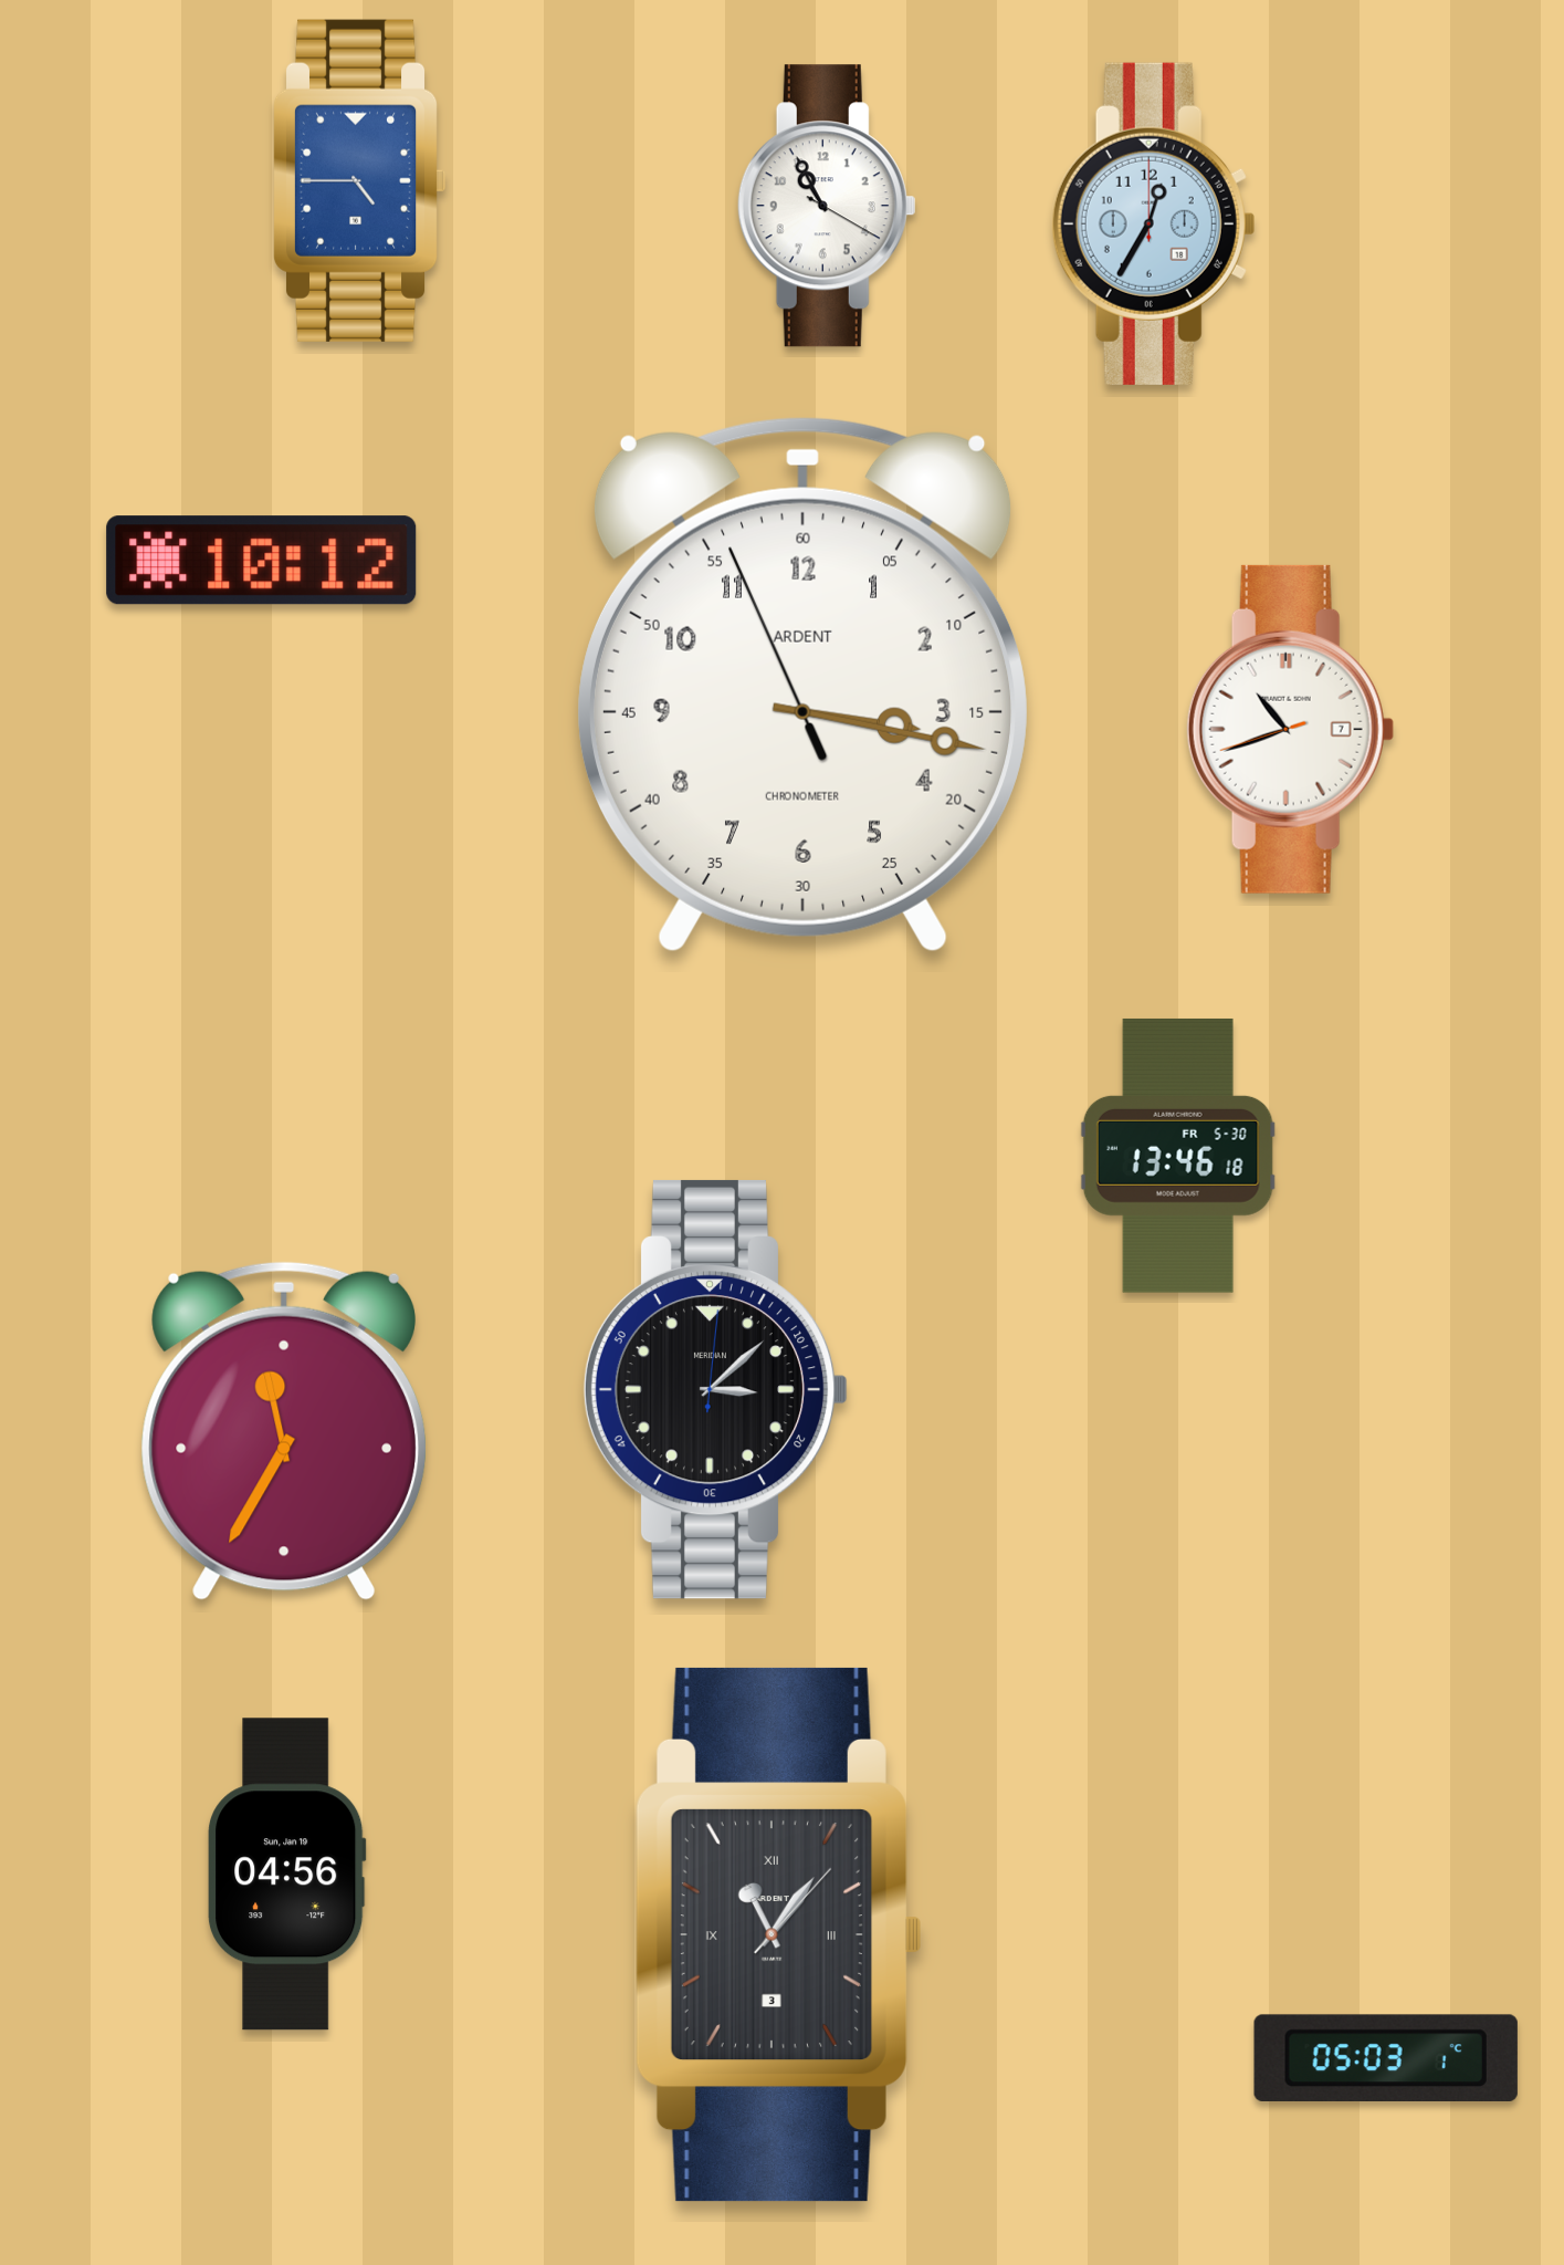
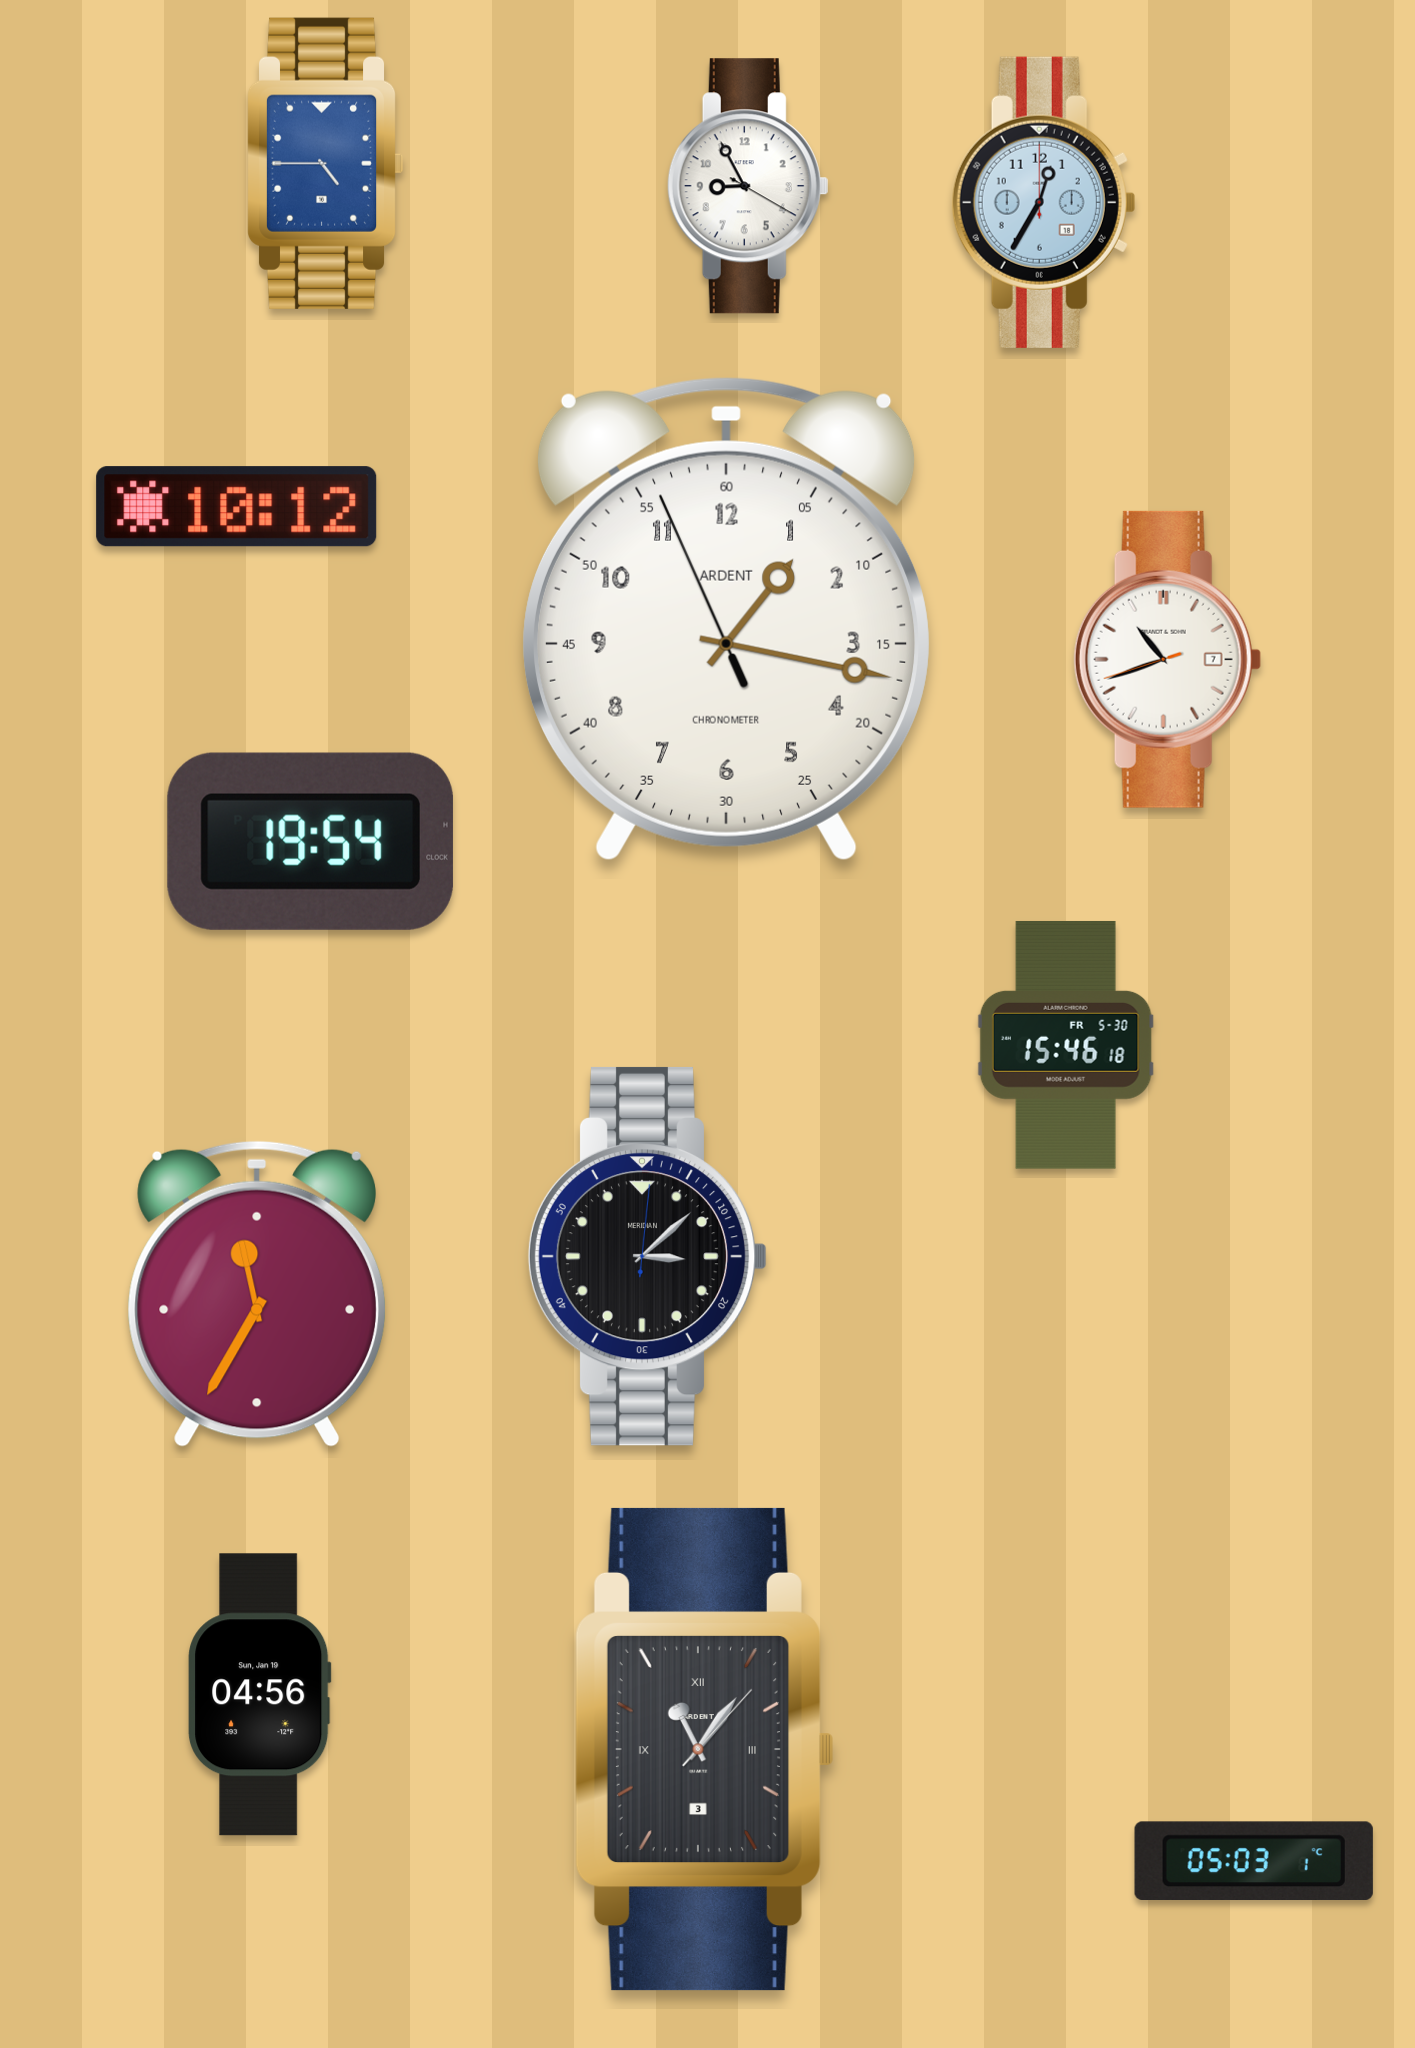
clock at (827, 206): 10:55 -> 8:55
clock at (802, 686): 3:16 -> 1:16
clock at (310, 841): none -> 19:54
clock at (1178, 1156): 13:46 -> 15:46
